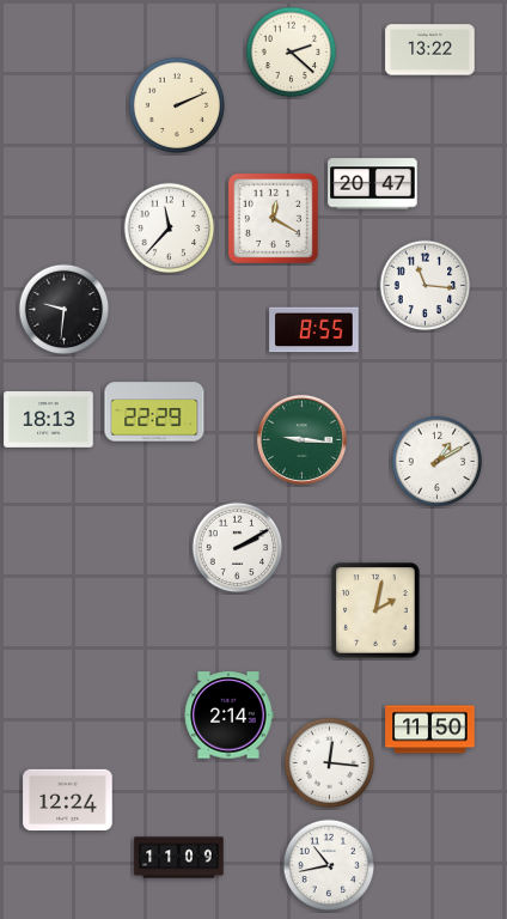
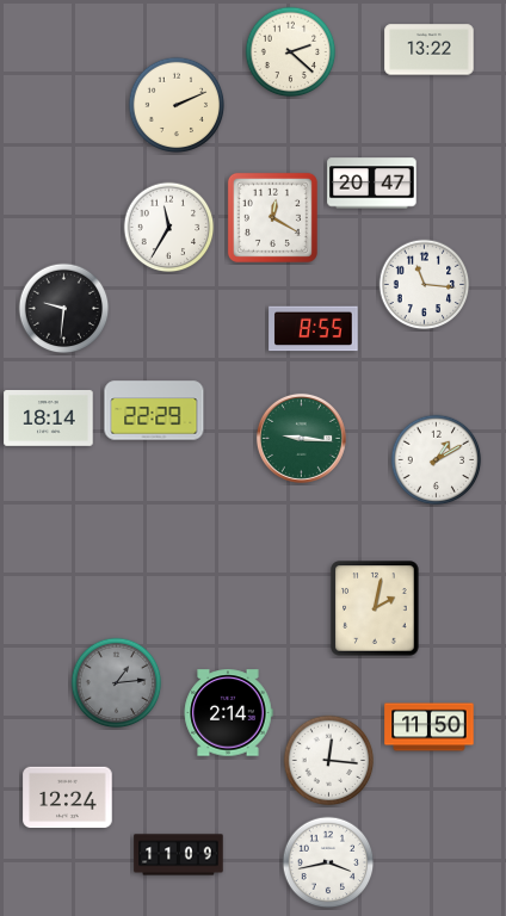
clock at (170, 229): 11:37 -> 11:35
clock at (49, 420): 18:13 -> 18:14
clock at (238, 548): 2:10 -> none
clock at (117, 683): none -> 1:14
clock at (329, 865): 10:43 -> 3:43
